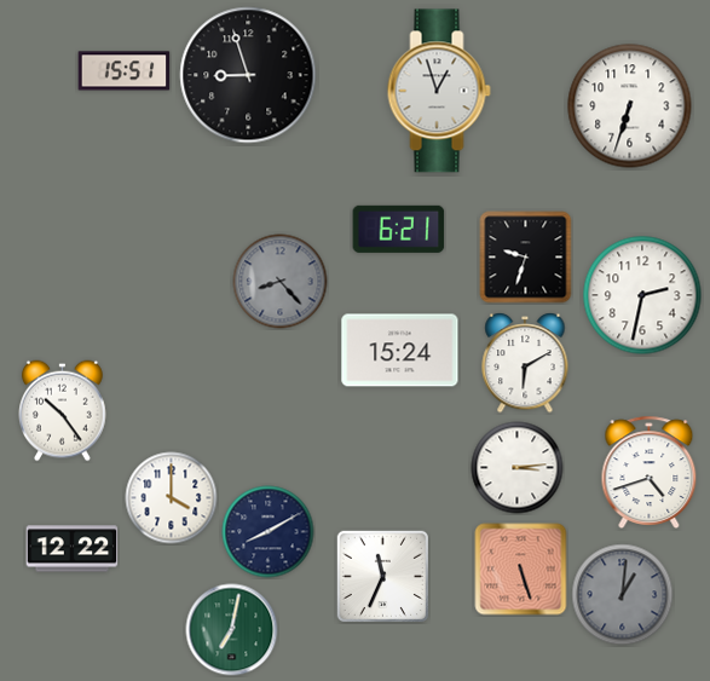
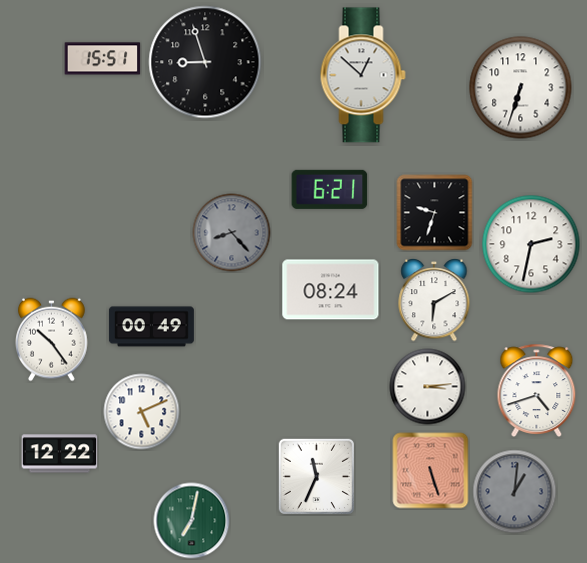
clock at (439, 91): 12:57 -> 12:52
clock at (400, 351): 15:24 -> 08:24
clock at (151, 327): none -> 00:49
clock at (172, 498): 4:00 -> 5:11
clock at (269, 532): 8:10 -> none
